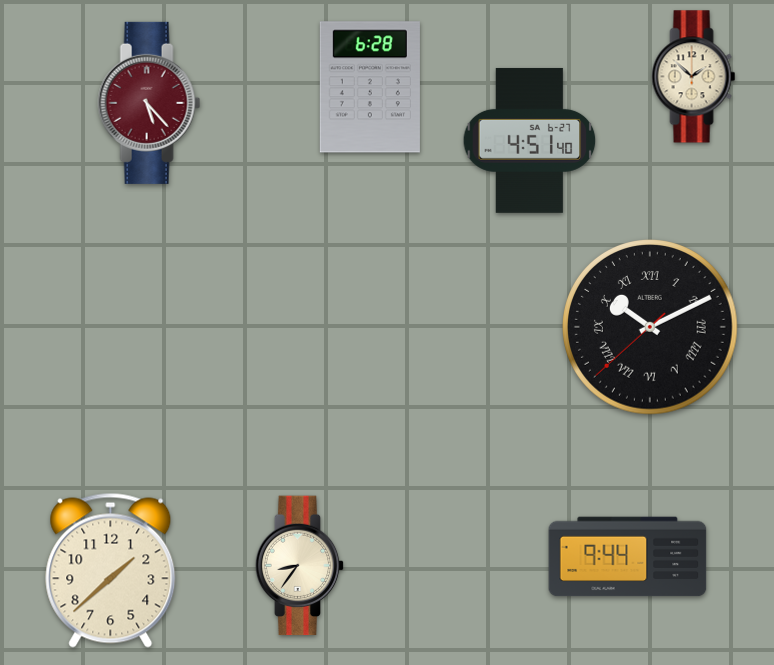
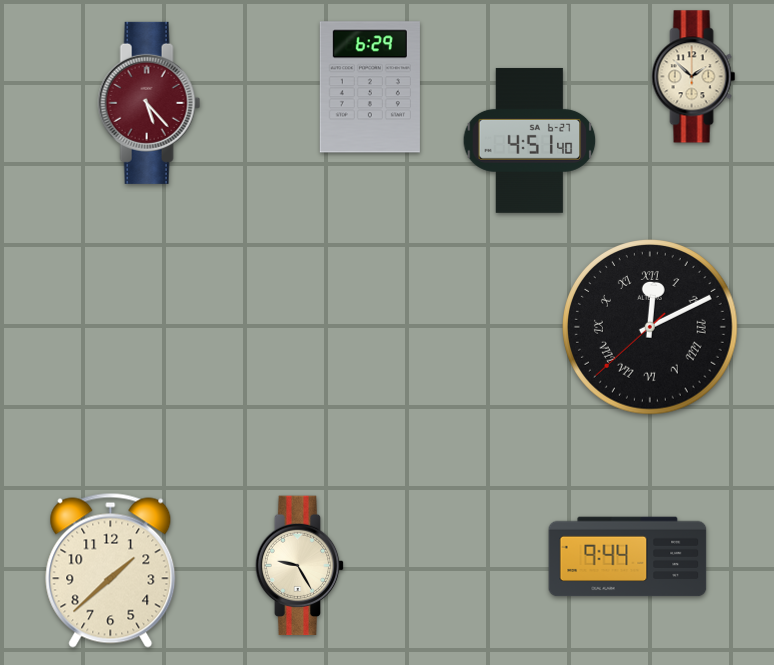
clock at (370, 87): 6:28 -> 6:29
clock at (651, 328): 10:10 -> 12:10
clock at (300, 566): 8:36 -> 9:25
